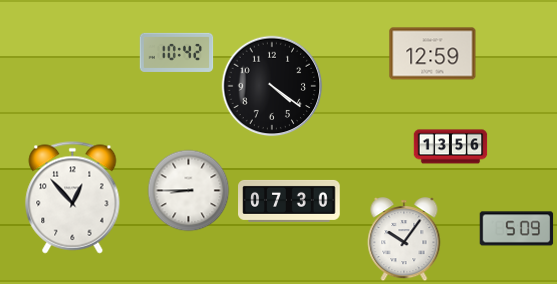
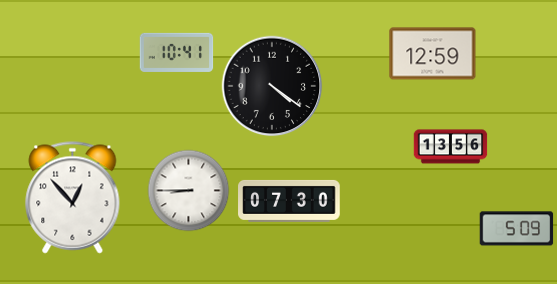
clock at (177, 52): 10:42 -> 10:41
clock at (404, 240): 10:06 -> none
